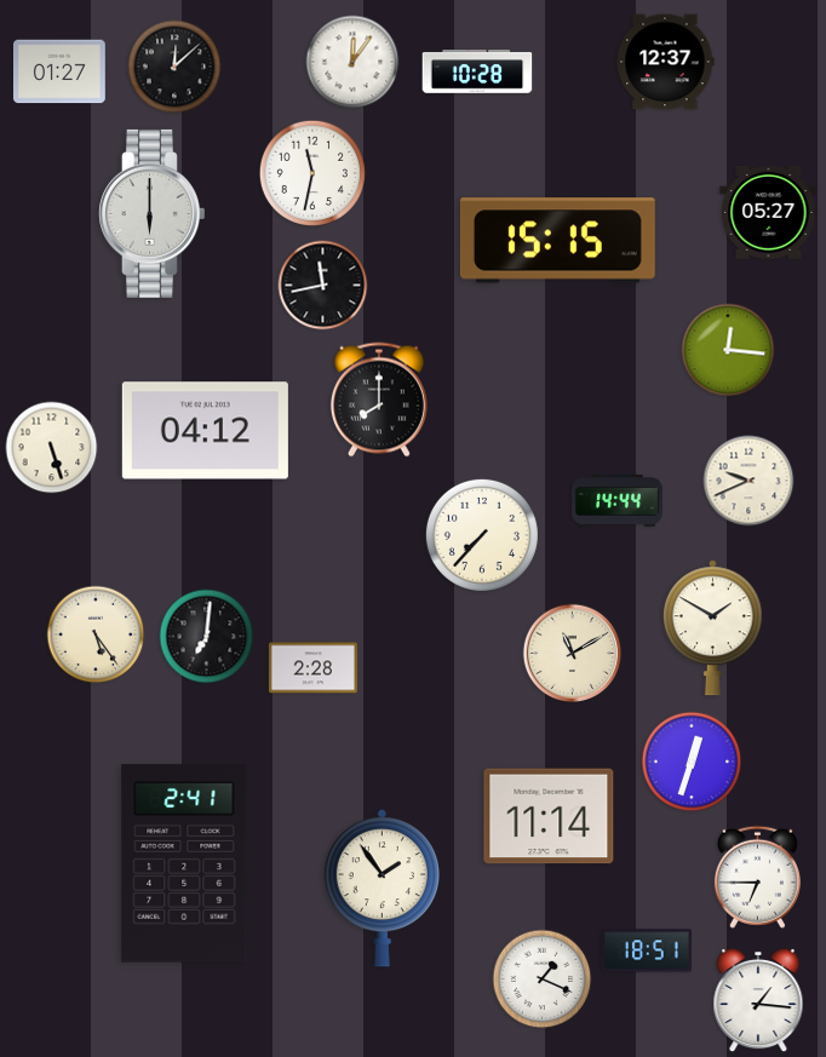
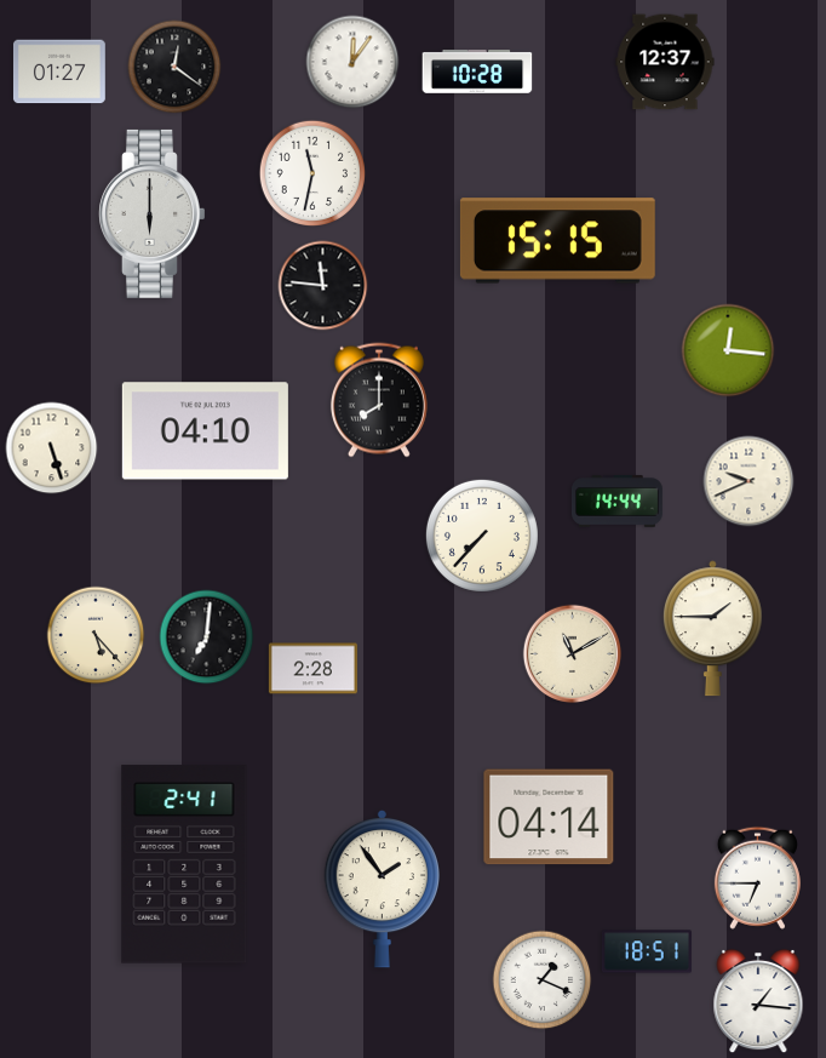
clock at (174, 67): 12:08 -> 12:21
clock at (769, 212): 05:27 -> none
clock at (323, 286): 11:43 -> 11:46
clock at (205, 431): 04:12 -> 04:10
clock at (712, 628): 1:50 -> 1:45
clock at (96, 634): 5:24 -> 5:23
clock at (692, 762): 12:33 -> none
clock at (549, 816): 11:14 -> 04:14
